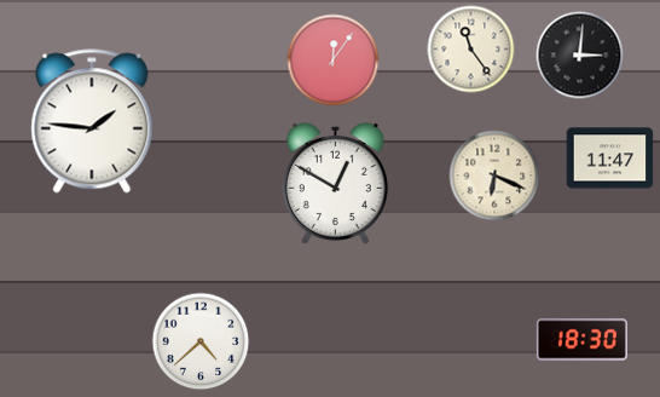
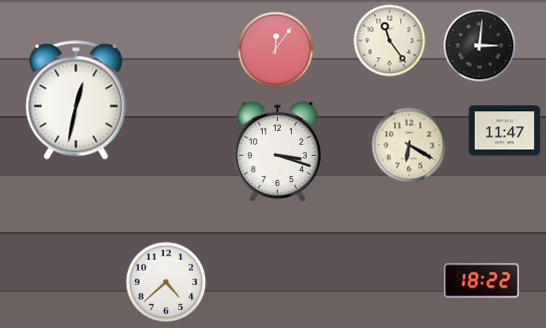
clock at (92, 121): 1:46 -> 12:32
clock at (494, 176): 6:19 -> 6:20
clock at (335, 183): 12:50 -> 3:18
clock at (581, 340): 18:30 -> 18:22
